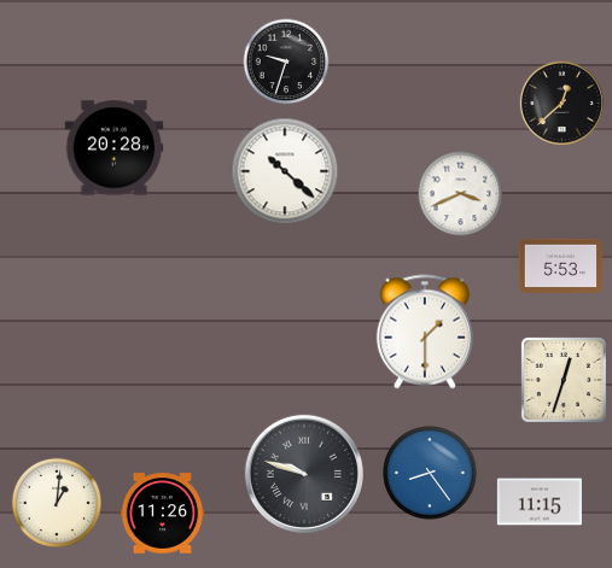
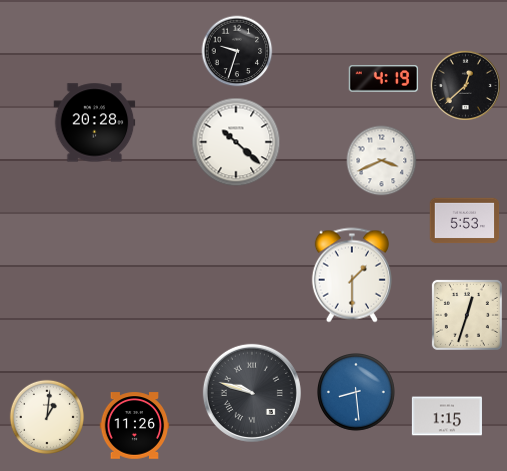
clock at (384, 79): none -> 4:19
clock at (431, 474): 8:24 -> 8:29
clock at (540, 502): 11:15 -> 1:15
